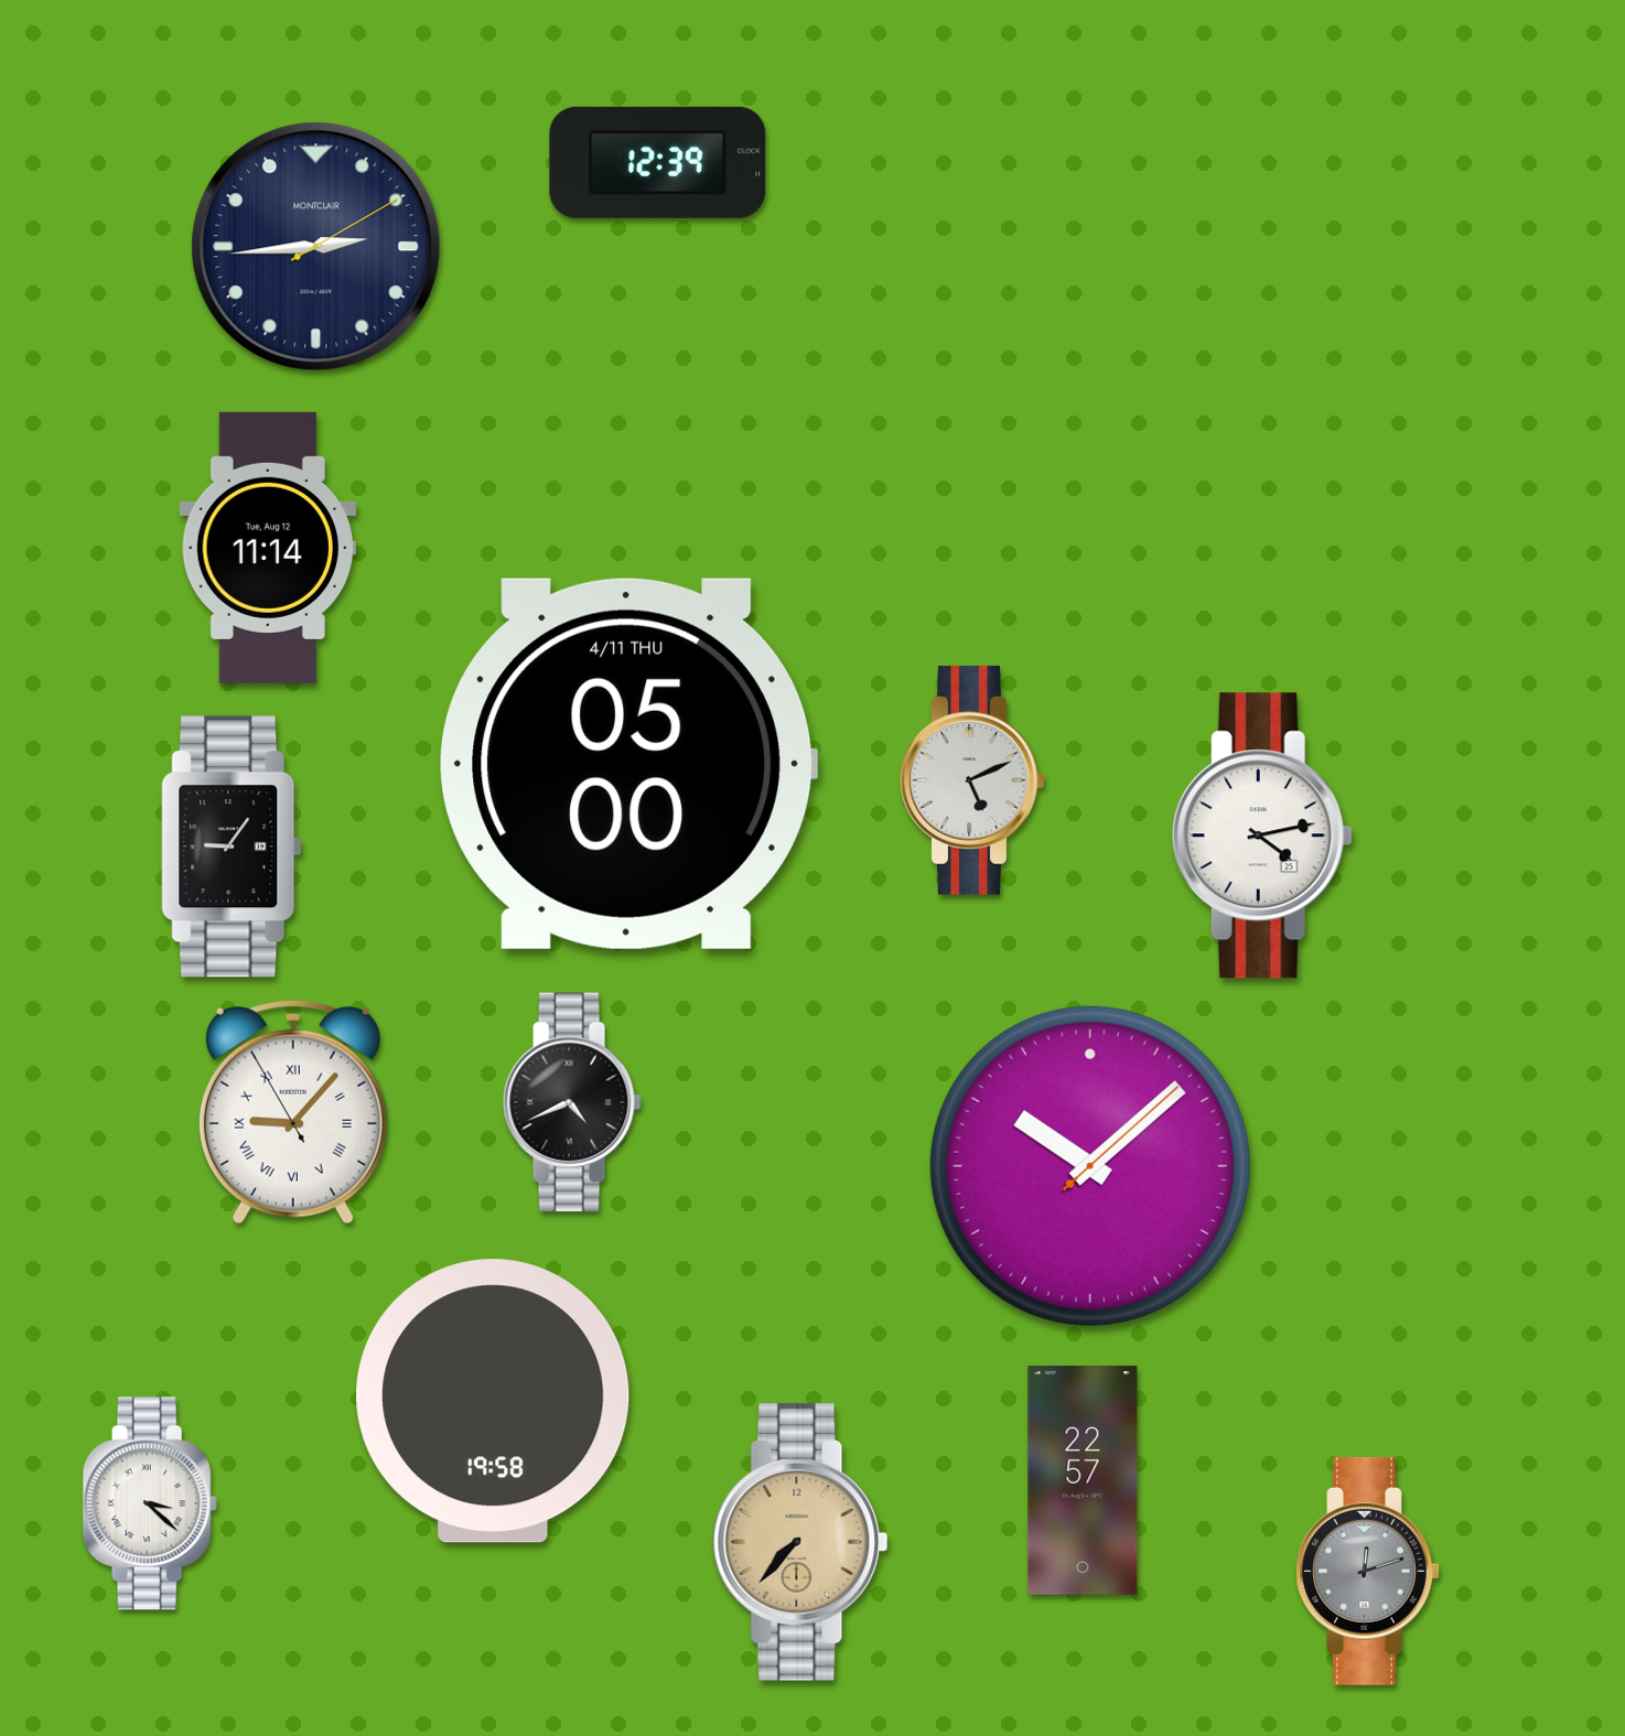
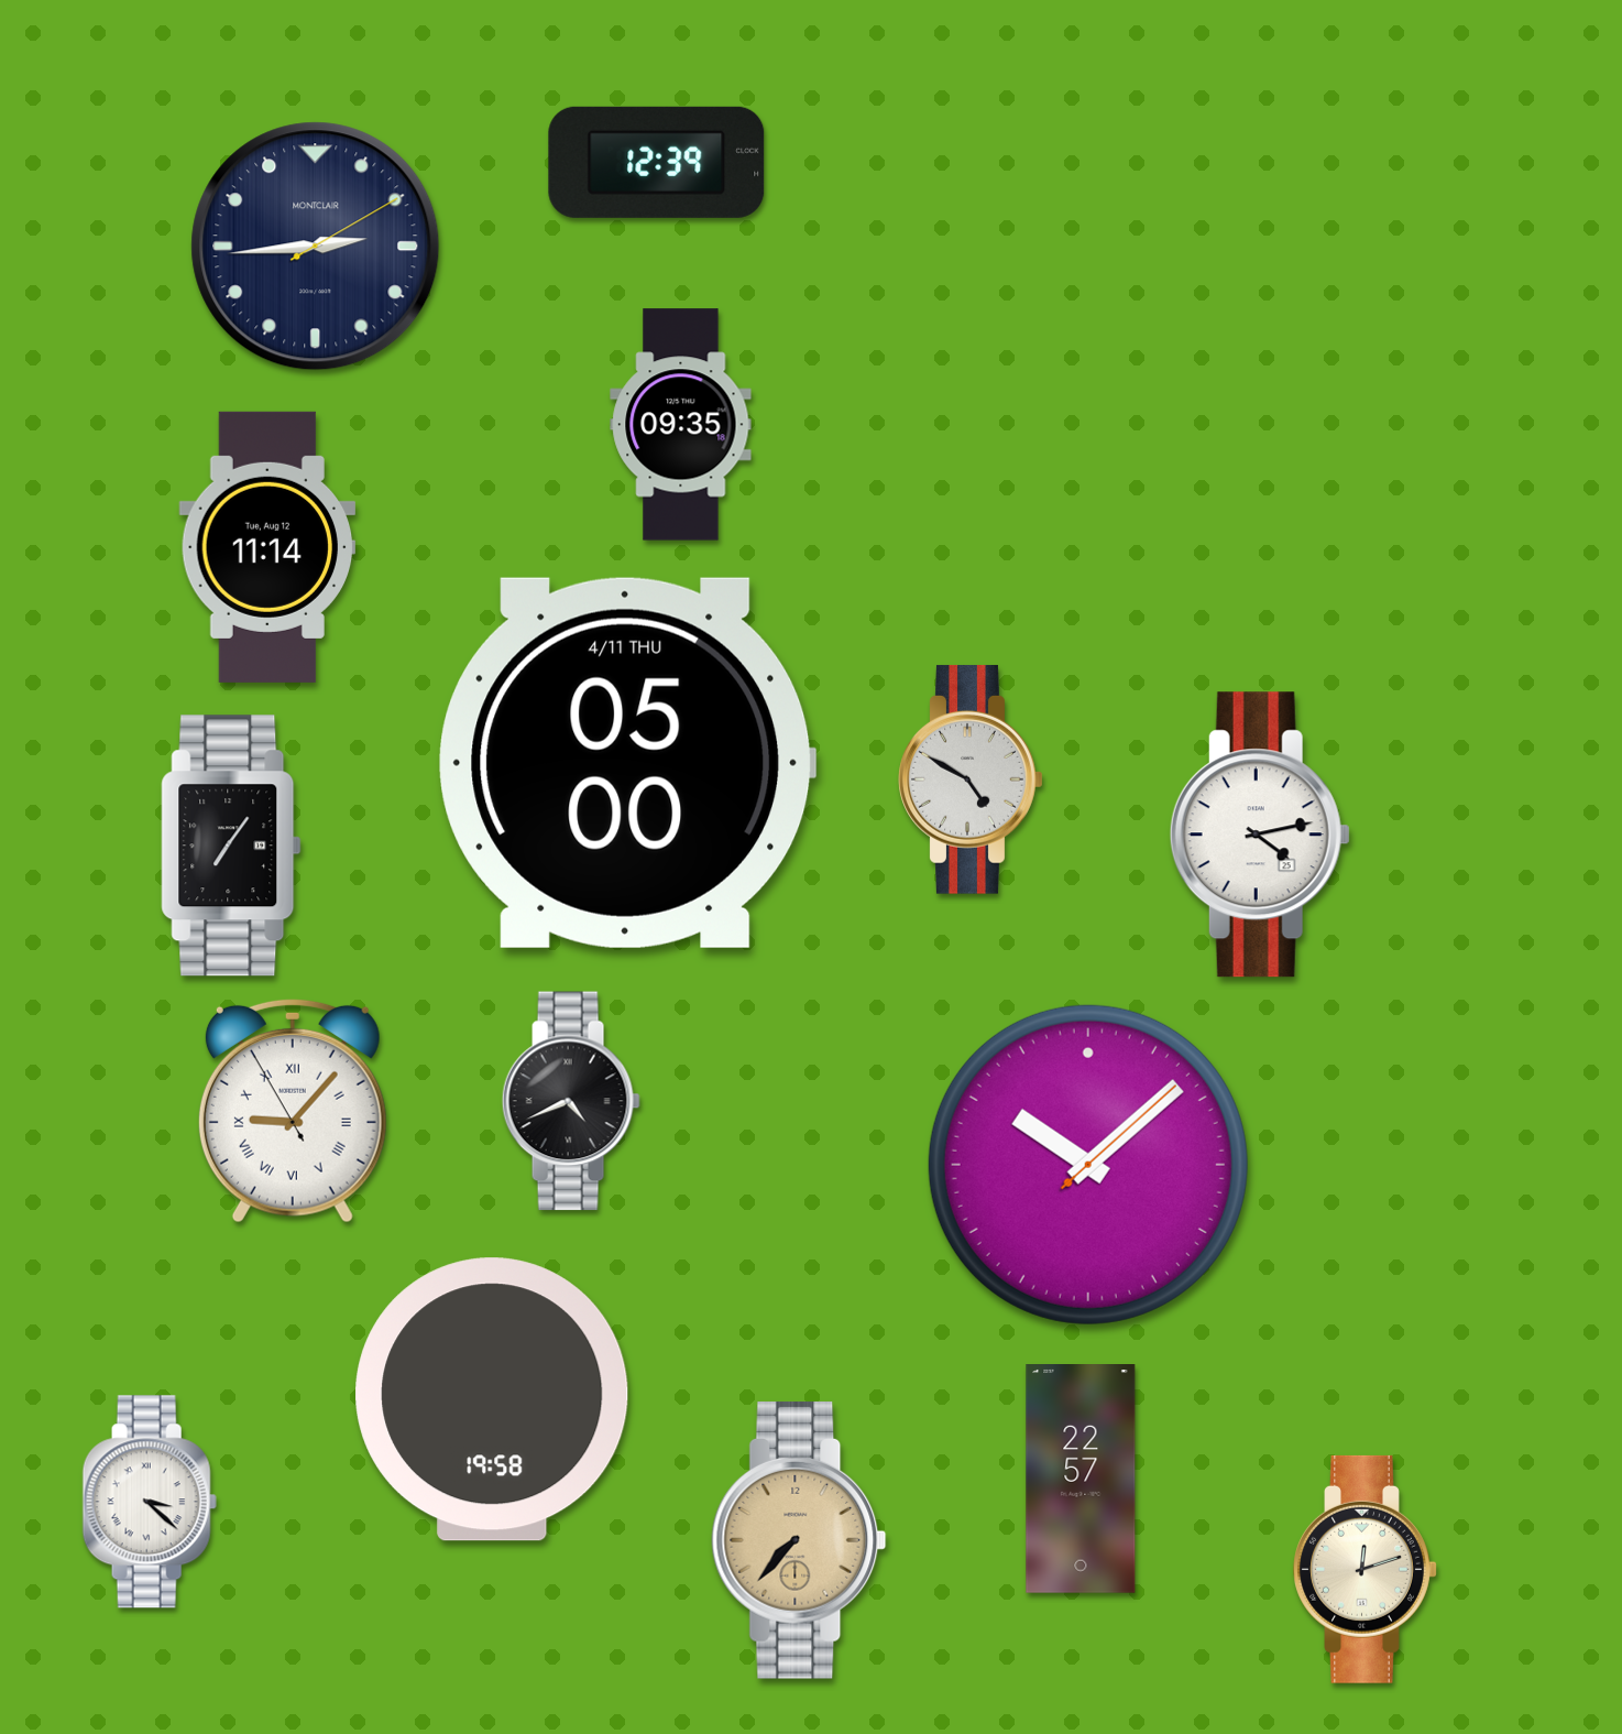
clock at (681, 425): none -> 09:35
clock at (972, 780): 5:11 -> 4:50
clock at (232, 847): 9:06 -> 7:06
clock at (1368, 1571) dial: grey -> cream
